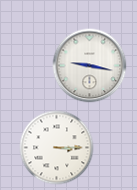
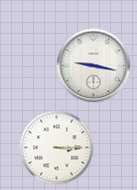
clock at (90, 66) position: (90, 66) -> (94, 66)
